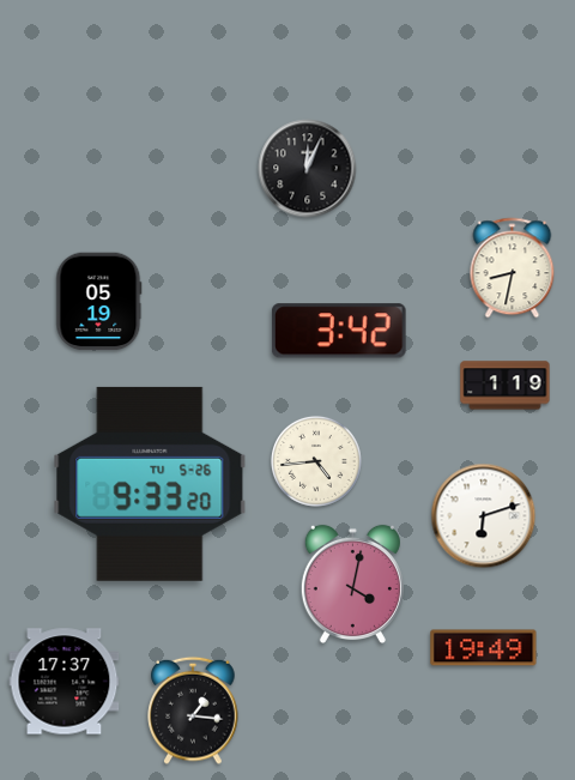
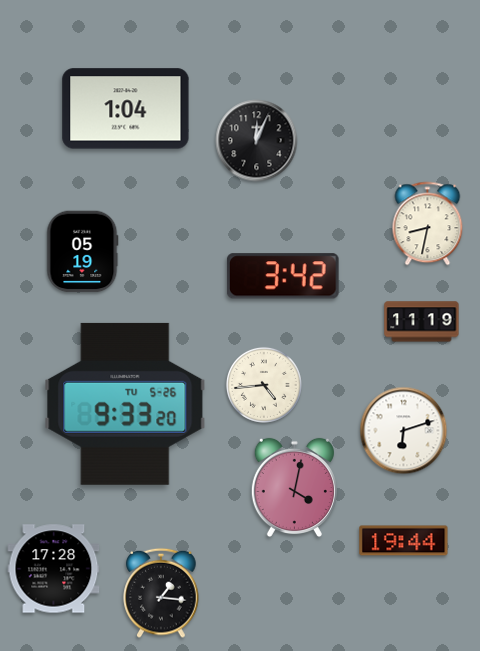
clock at (126, 109): none -> 1:04
clock at (506, 386): 1:19 -> 11:19
clock at (484, 648): 19:49 -> 19:44
clock at (65, 682): 17:37 -> 17:28
